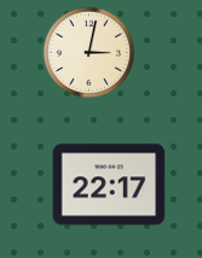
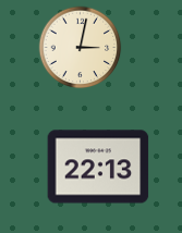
clock at (109, 184): 22:17 -> 22:13
